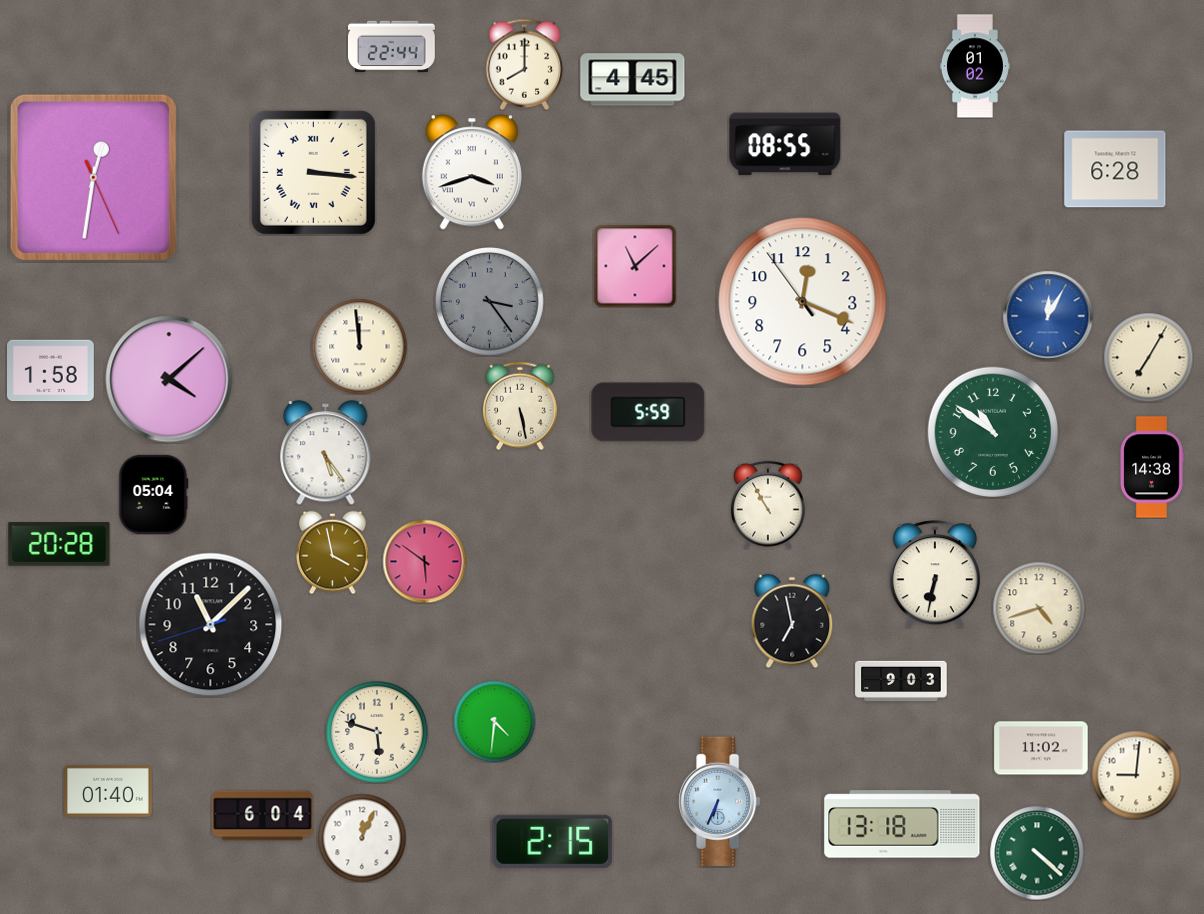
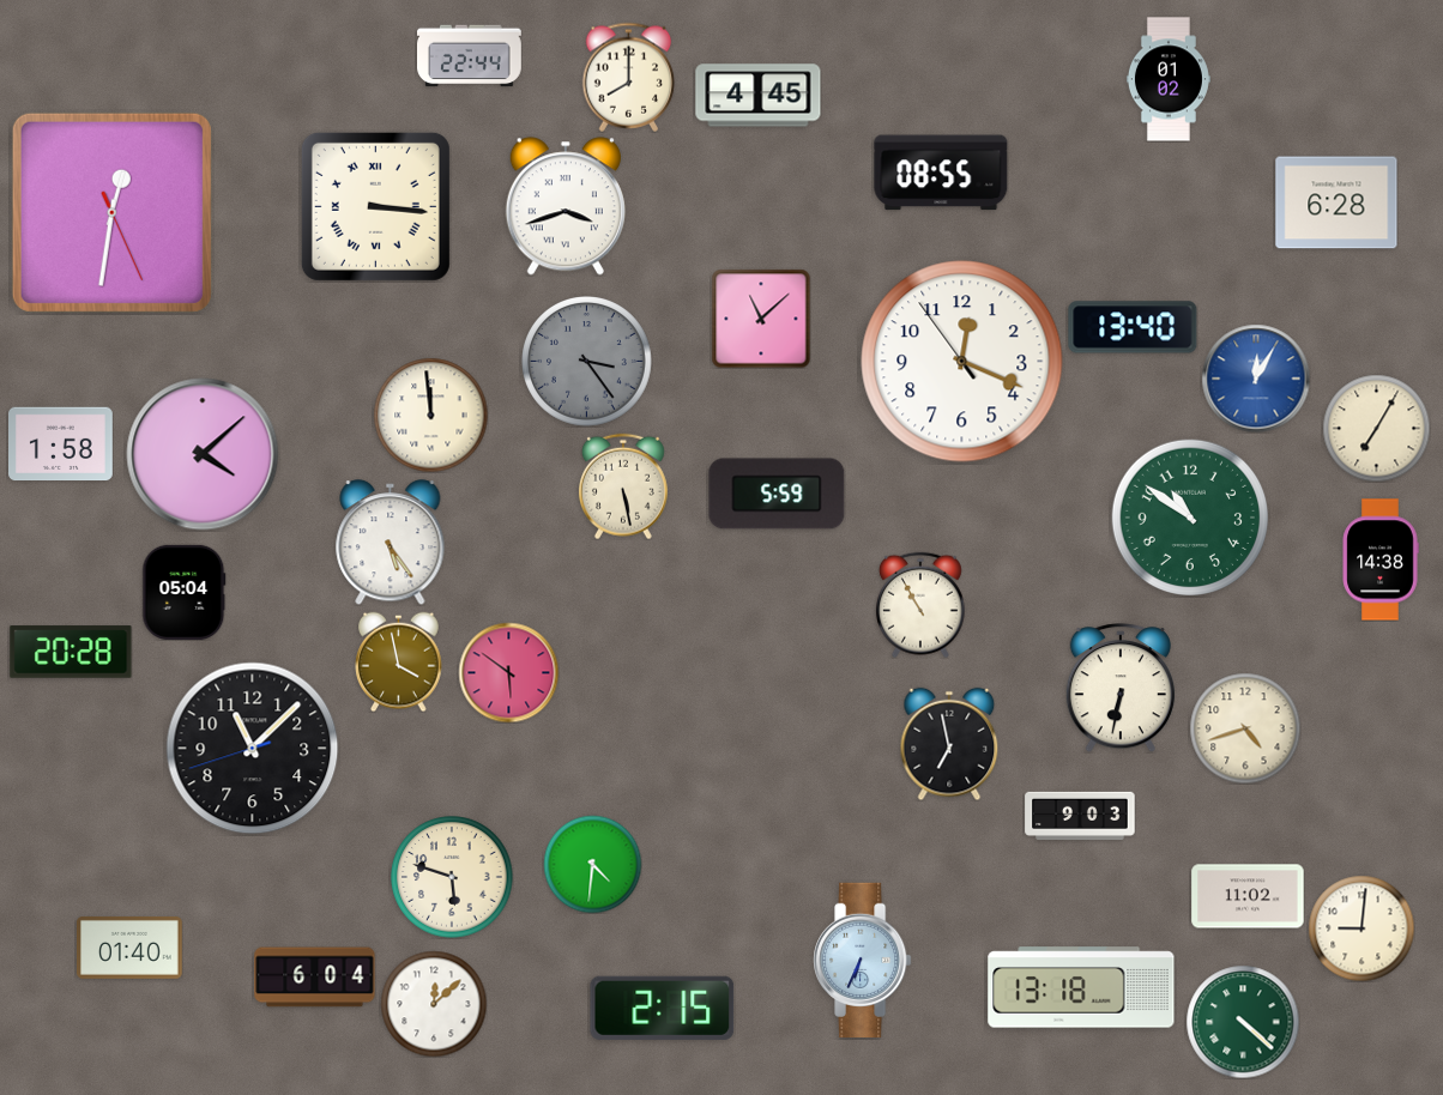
clock at (1133, 327): none -> 13:40
clock at (362, 838): 12:04 -> 12:08
